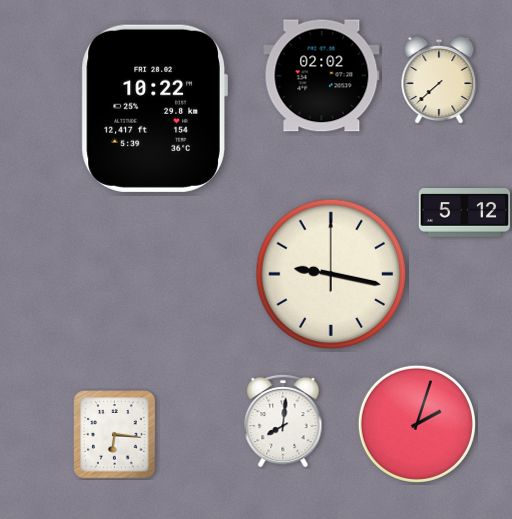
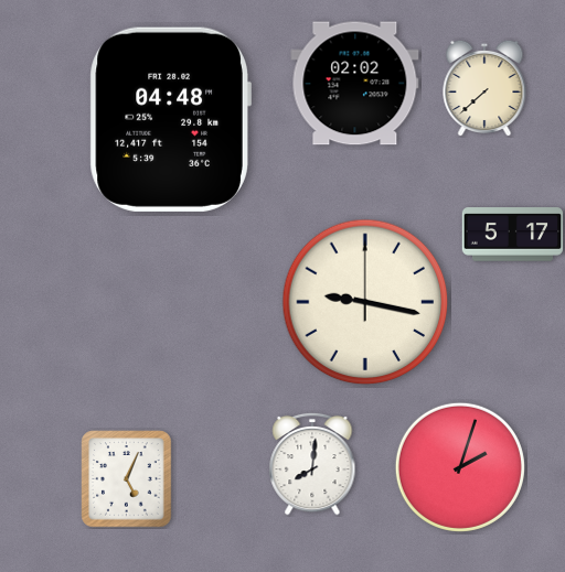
clock at (154, 108): 10:22 -> 04:48
clock at (465, 213): 5:12 -> 5:17
clock at (115, 435): 6:16 -> 5:04
